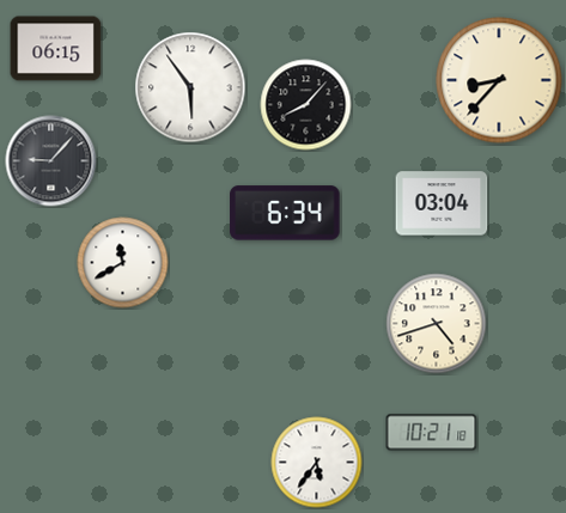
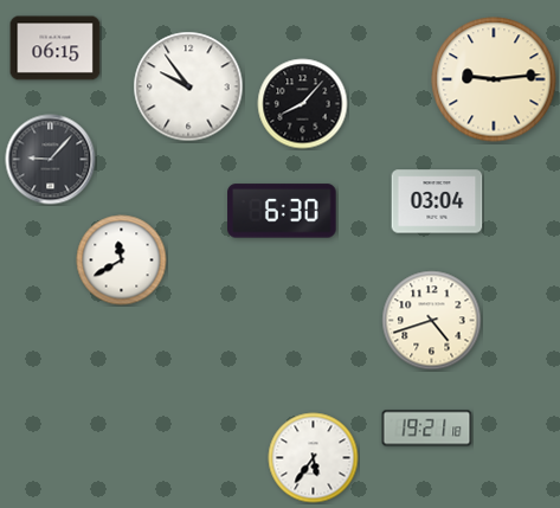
clock at (499, 80): 8:37 -> 9:14
clock at (190, 87): 5:54 -> 9:54
clock at (285, 213): 6:34 -> 6:30
clock at (432, 433): 10:21 -> 19:21
